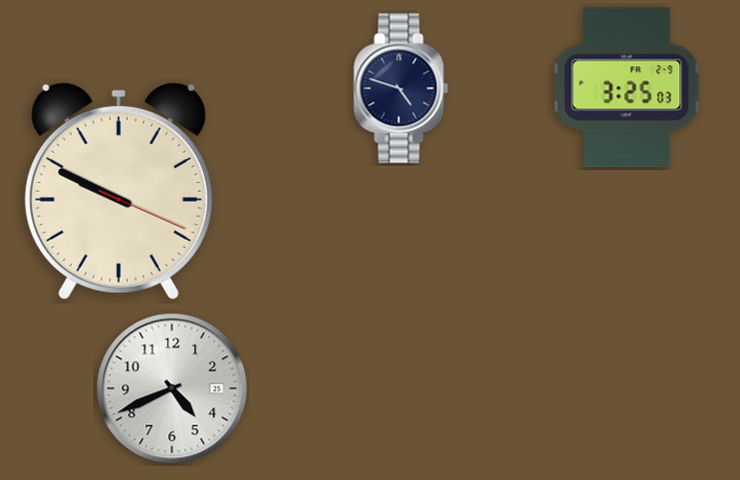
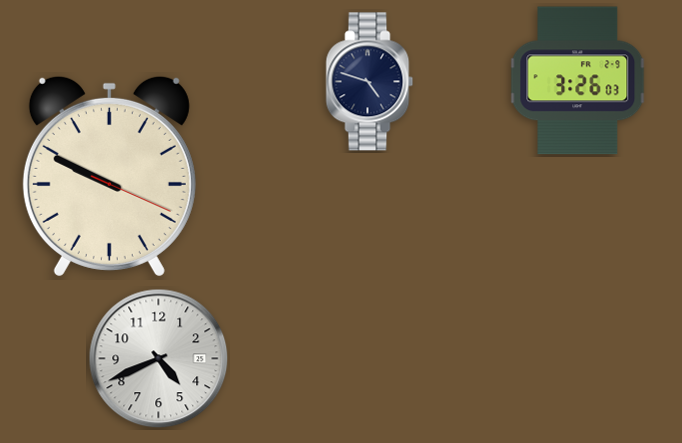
clock at (627, 88): 3:25 -> 3:26
